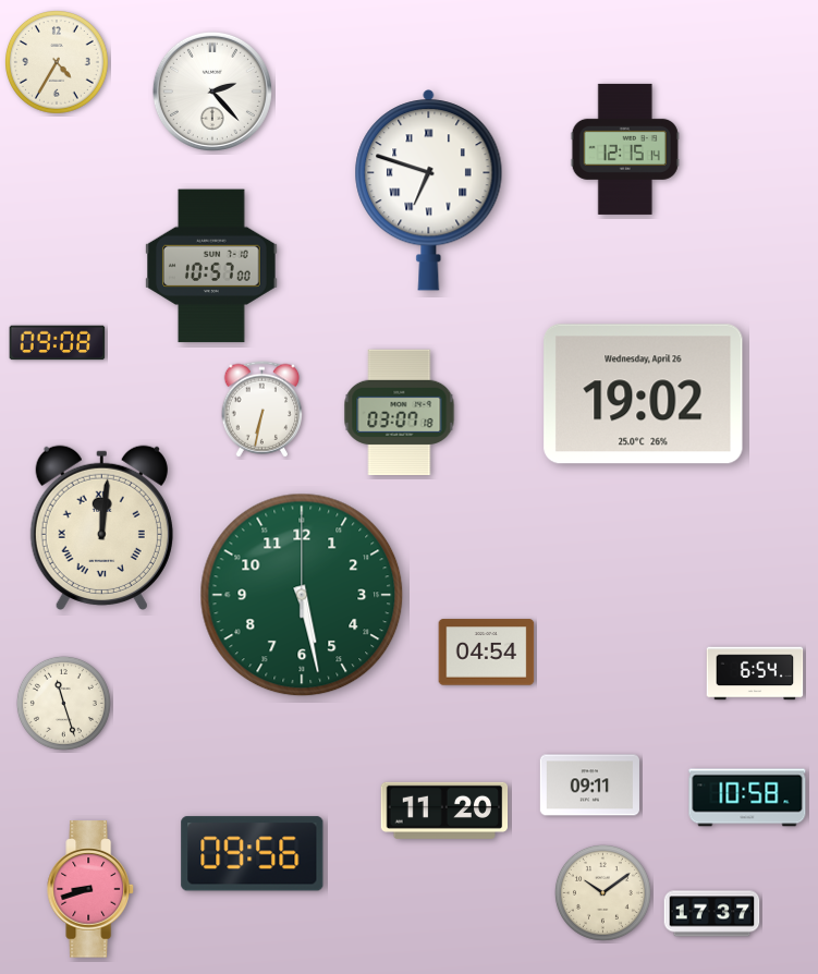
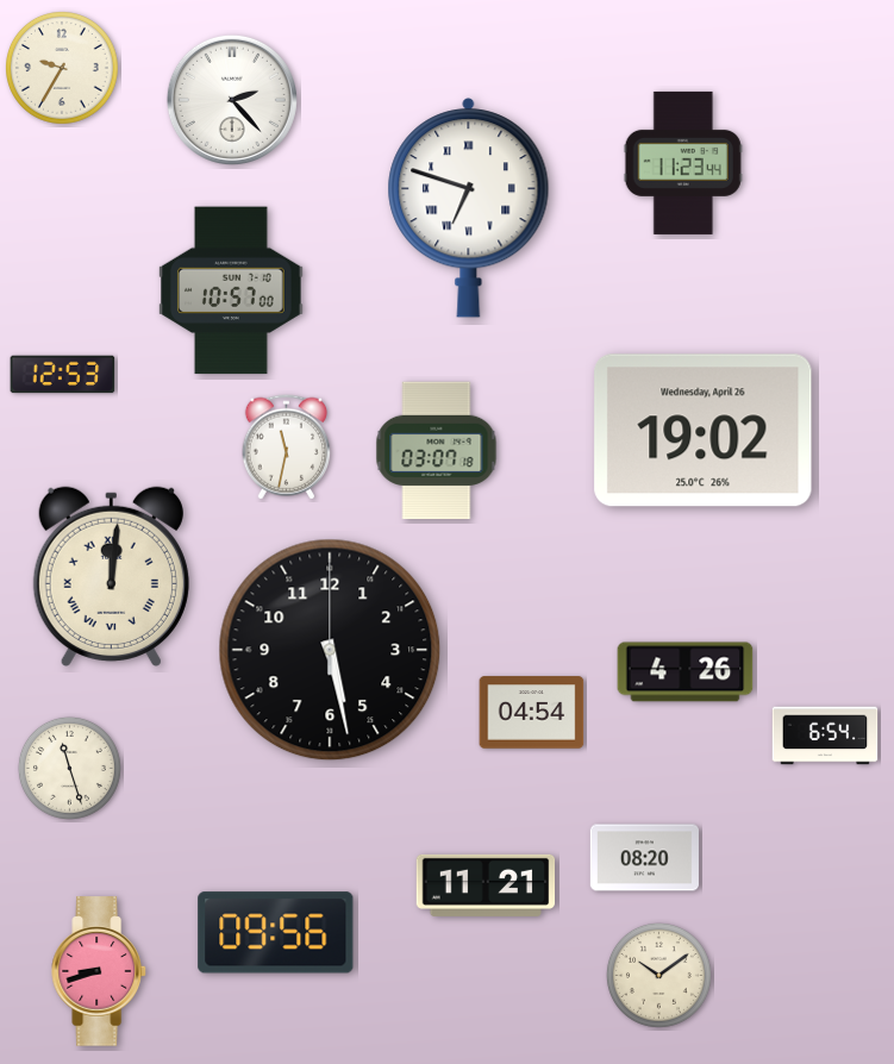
clock at (58, 63): 4:35 -> 9:35
clock at (625, 149): 12:15 -> 11:23
clock at (58, 343): 09:08 -> 12:53
clock at (263, 410): 6:32 -> 11:32
clock at (302, 595) dial: green -> black
clock at (686, 672): none -> 4:26
clock at (589, 786): 09:11 -> 08:20
clock at (747, 798): 10:58 -> none
clock at (444, 811): 11:20 -> 11:21
clock at (712, 914): 17:37 -> none
